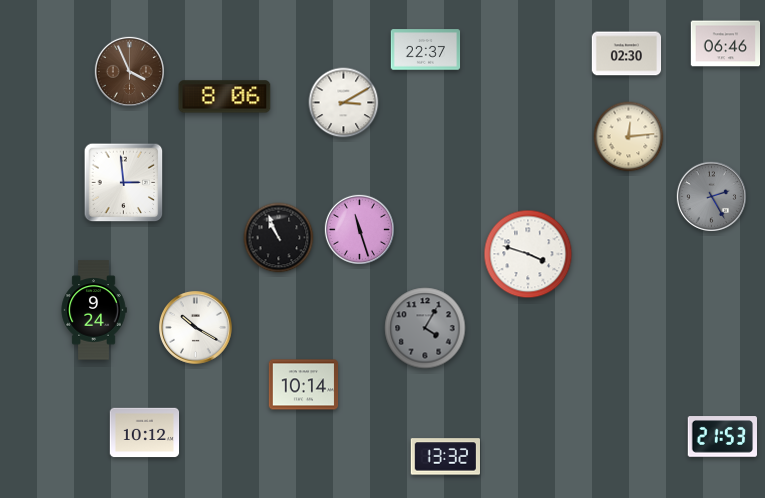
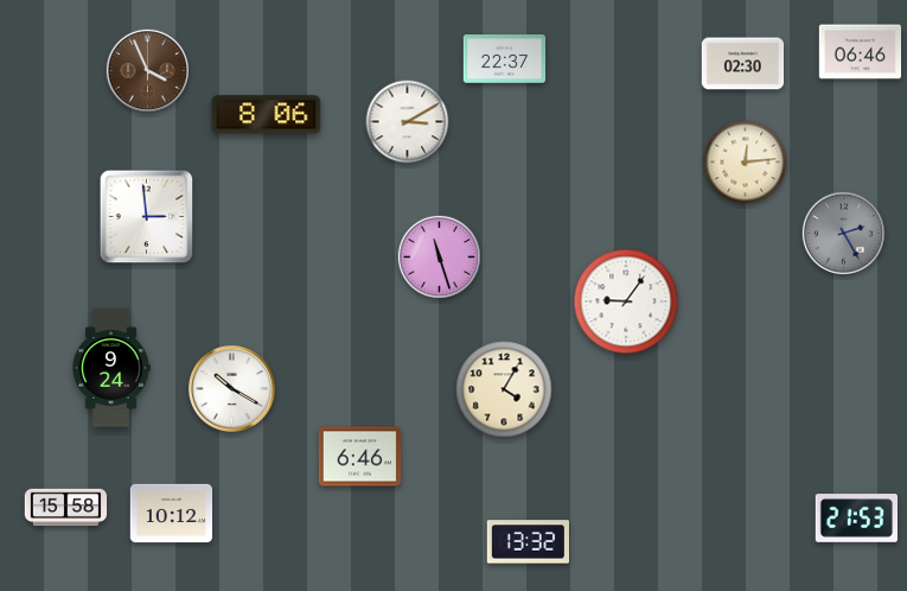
clock at (129, 71) position: (129, 71) -> (147, 70)
clock at (359, 229) position: (359, 229) -> (439, 256)
clock at (279, 238): 10:56 -> none
clock at (528, 254): 3:48 -> 9:06
clock at (425, 328) dial: grey -> cream
clock at (304, 385): 10:14 -> 6:46
clock at (66, 508): none -> 15:58
